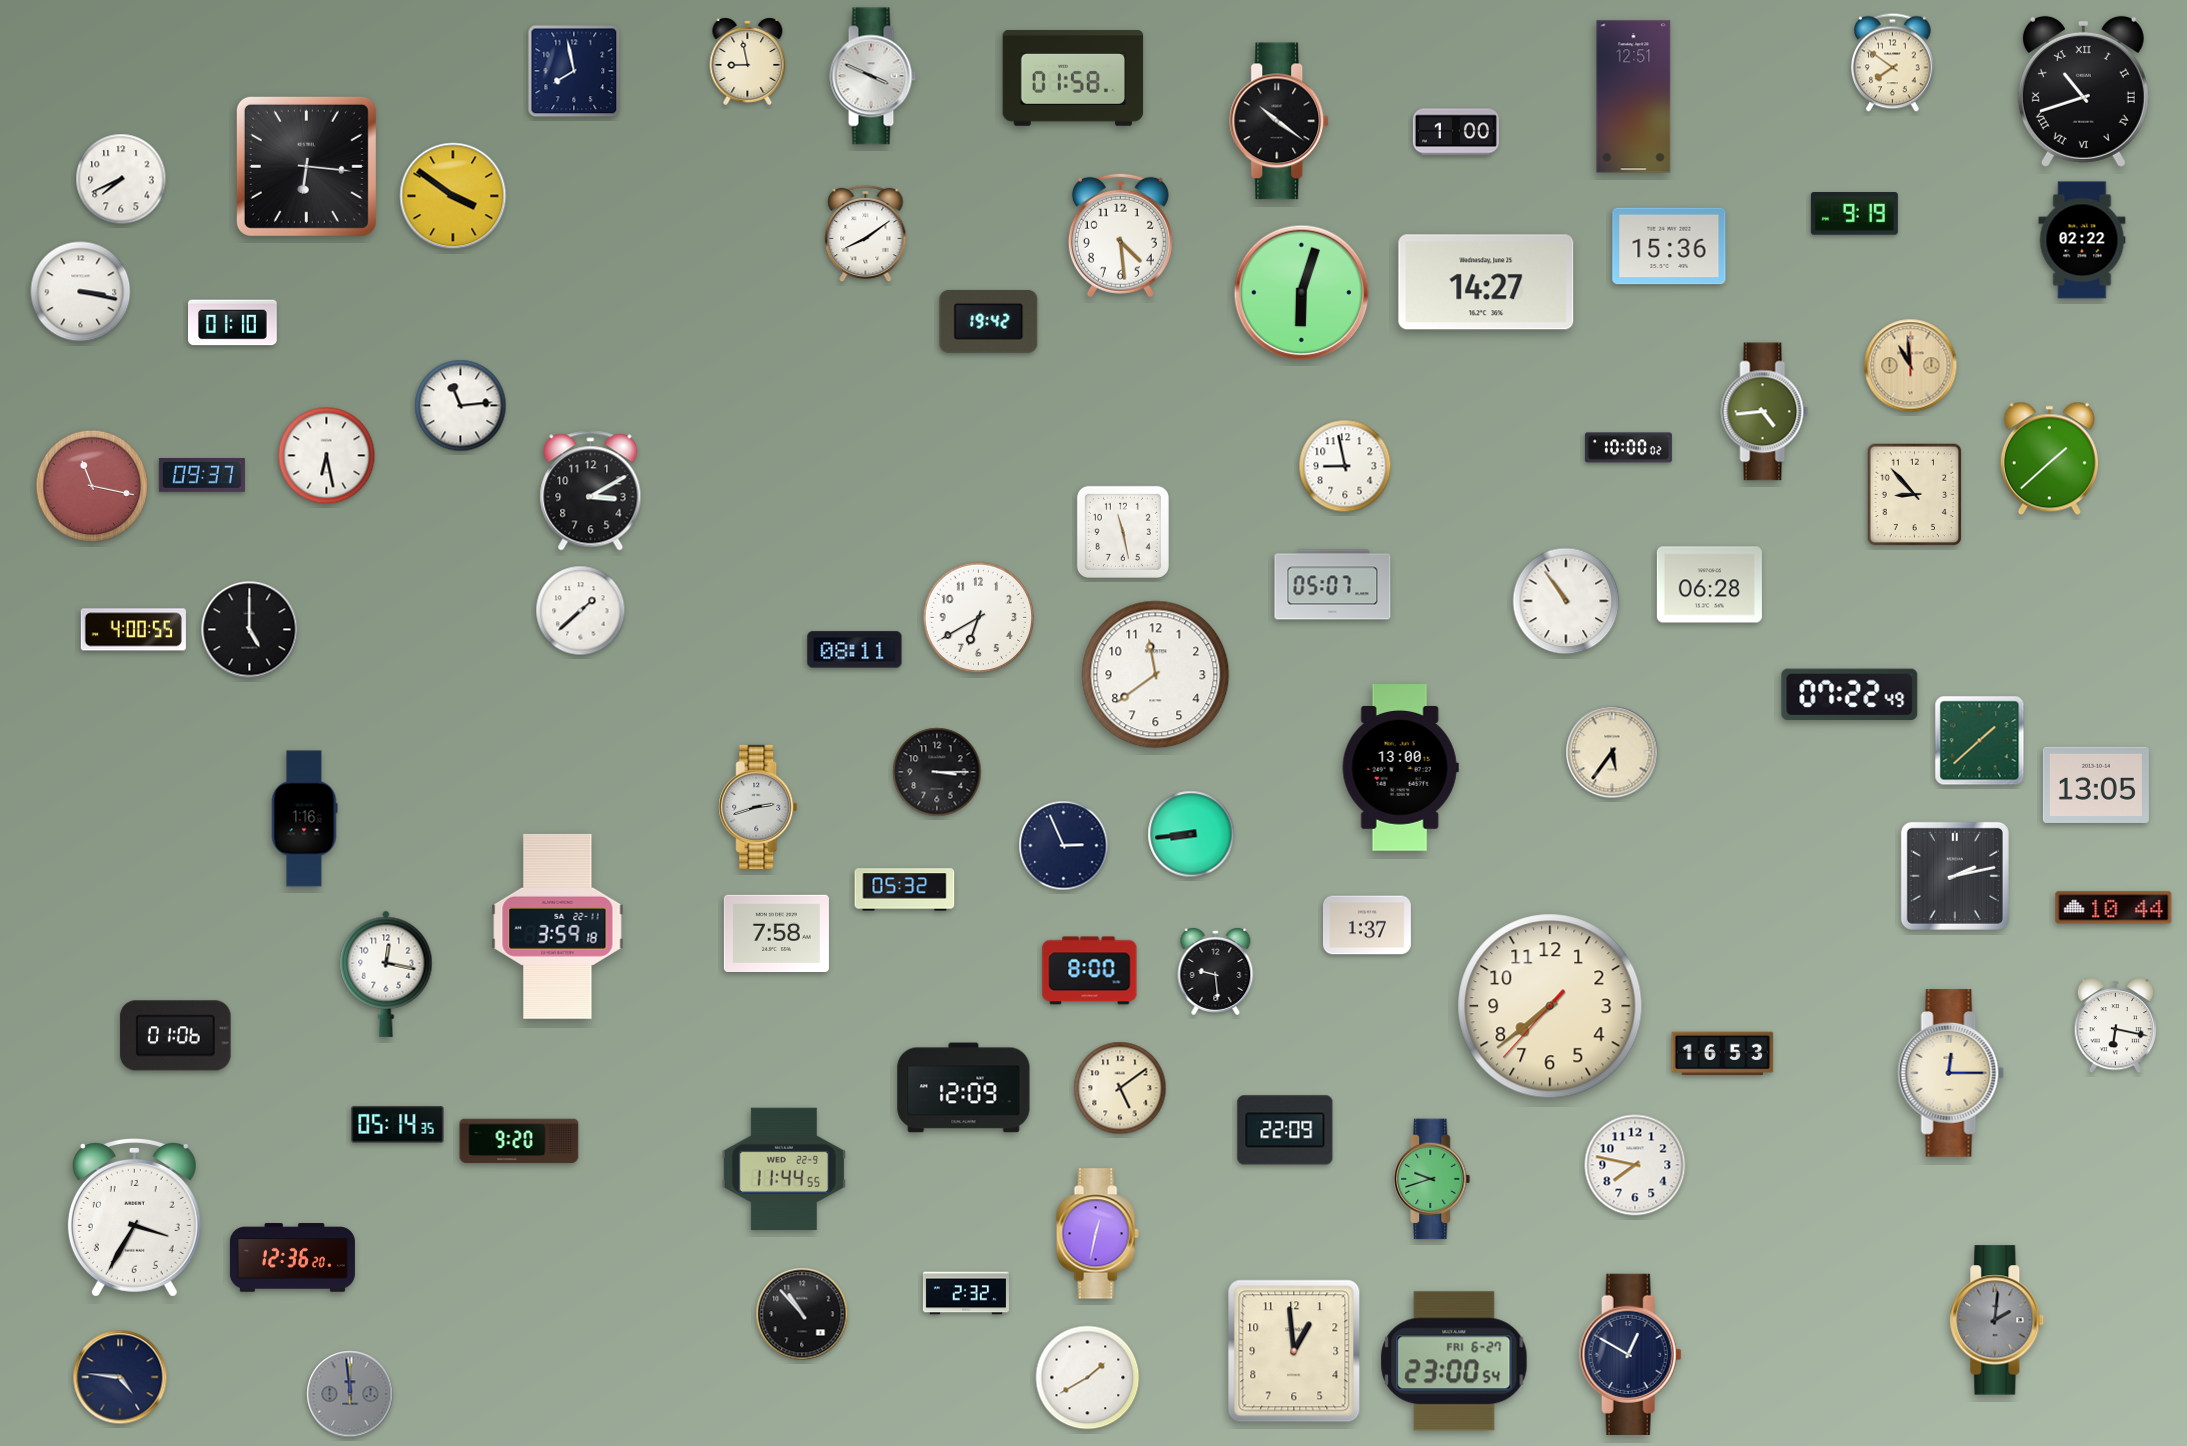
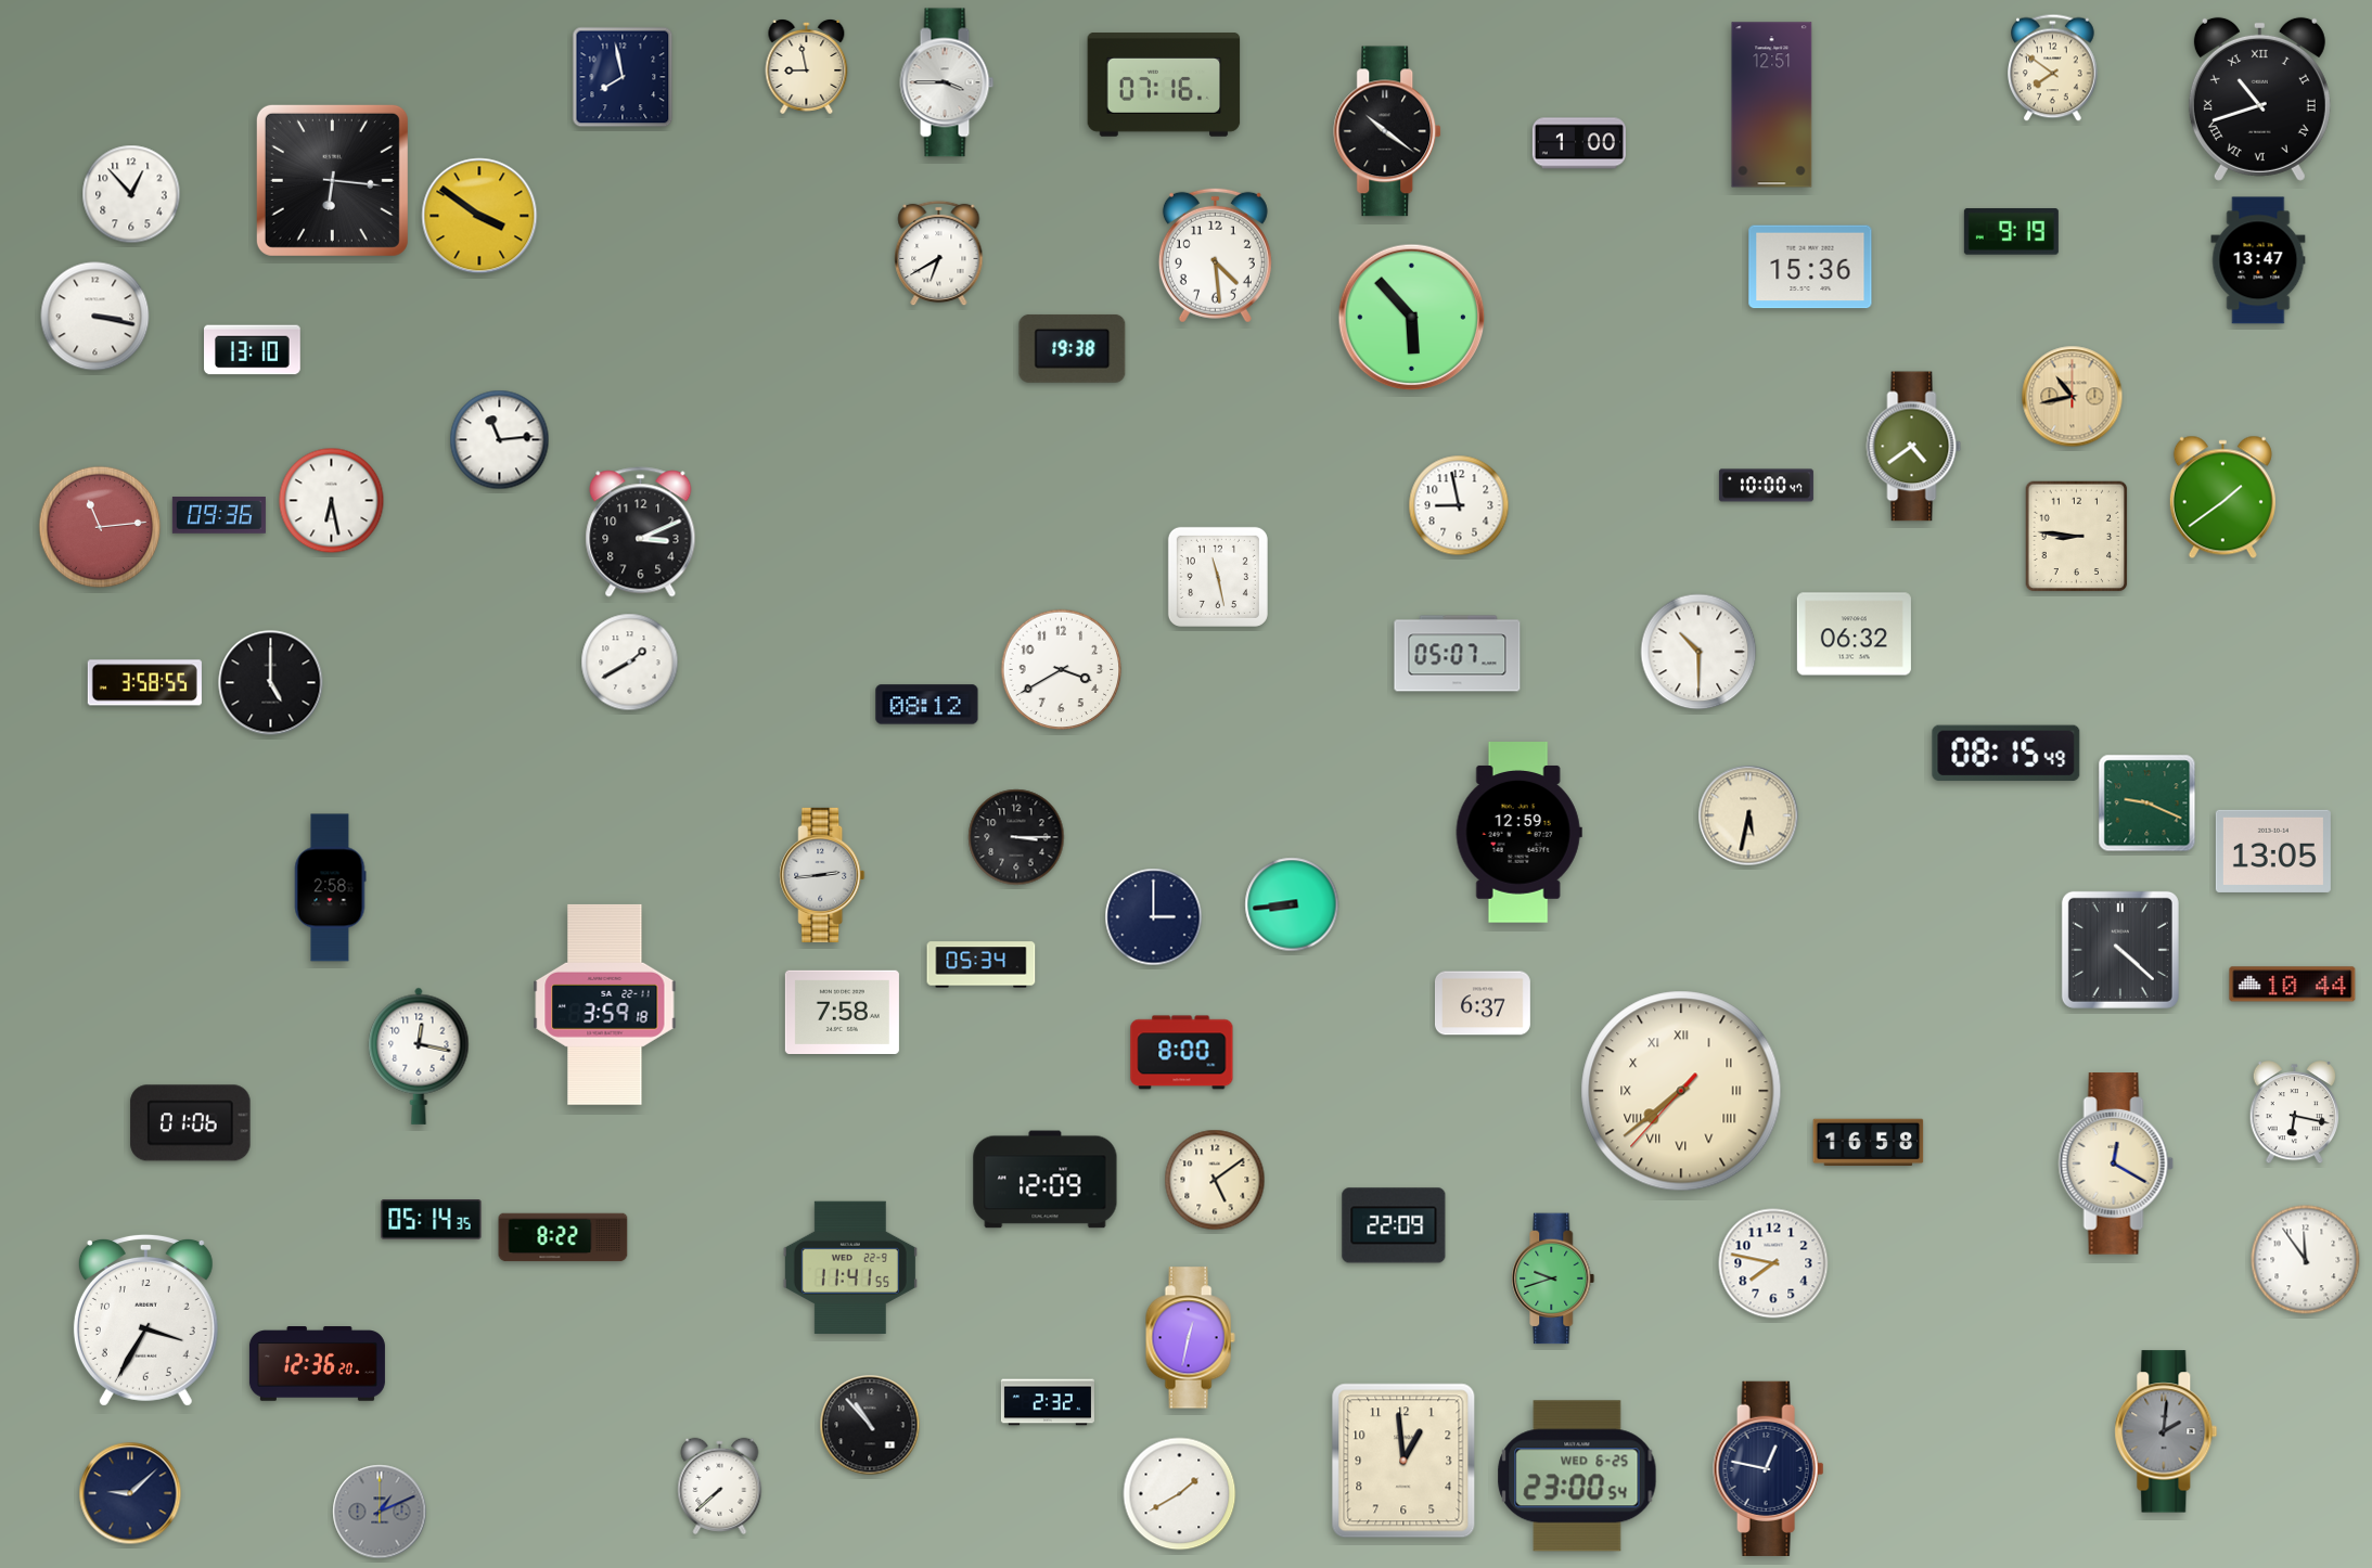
clock at (748, 62) position: (748, 62) -> (807, 67)
clock at (873, 76): 3:49 -> 3:45
clock at (1073, 79): 01:58 -> 07:16
clock at (121, 179): 7:41 -> 12:53
clock at (453, 196) position: (453, 196) -> (479, 216)
clock at (866, 234): 8:09 -> 6:40
clock at (2082, 240): 02:22 -> 13:47
clock at (1486, 282): 14:27 -> none
clock at (81, 292) position: (81, 292) -> (95, 317)
clock at (1302, 293): 6:03 -> 5:53
clock at (989, 321): 19:42 -> 19:38
clock at (233, 323): 01:10 -> 13:10
clock at (1911, 366): 10:59 -> 10:43
clock at (1765, 412): 4:44 -> 4:39
clock at (1628, 448): 10:00:02 -> 10:00:47
clock at (327, 456) position: (327, 456) -> (332, 501)
clock at (2049, 459): 1:38 -> 1:39
clock at (202, 476): 09:37 -> 09:36
clock at (92, 486): 11:17 -> 11:14
clock at (591, 491): 3:10 -> 3:11
clock at (1915, 495): 8:53 -> 8:46
clock at (1333, 585) position: (1333, 585) -> (1458, 654)
clock at (1709, 585): 06:28 -> 06:32
clock at (1566, 601): 10:54 -> 10:30
clock at (581, 611): 1:38 -> 1:40
clock at (979, 618): 6:40 -> 3:40
clock at (133, 630): 4:00 -> 3:58
clock at (855, 650): 08:11 -> 08:12
clock at (1156, 675): 11:39 -> none
clock at (1850, 695): 07:22 -> 08:15
clock at (1980, 741): 1:38 -> 9:19
clock at (1612, 752): 5:36 -> 5:32
clock at (1400, 768): 13:00 -> 12:59
clock at (758, 807): 2:42 -> 2:44
clock at (304, 819): 1:16 -> 2:58
clock at (1064, 846): 2:56 -> 3:00
clock at (1955, 876): 2:13 -> 4:22
clock at (905, 890): 05:32 -> 05:34
clock at (1367, 925): 1:37 -> 6:37
clock at (1216, 972): 9:29 -> none
clock at (1550, 1006) numerals: Arabic -> Roman
clock at (1723, 1054): 16:53 -> 16:58
clock at (1951, 1073): 12:15 -> 12:20
clock at (519, 1141): 9:20 -> 8:22
clock at (2306, 1260): none -> 11:54
clock at (784, 1169): 11:44 -> 11:41
clock at (1294, 1351) position: (1294, 1351) -> (1403, 1461)
clock at (1631, 1354): 12:50 -> 12:47
clock at (1454, 1361) date: FRI 6-27 -> WED 6-25
clock at (720, 1486): none -> 7:38
clock at (120, 1377): 4:46 -> 9:08
clock at (350, 1394): 11:59 -> 1:11
